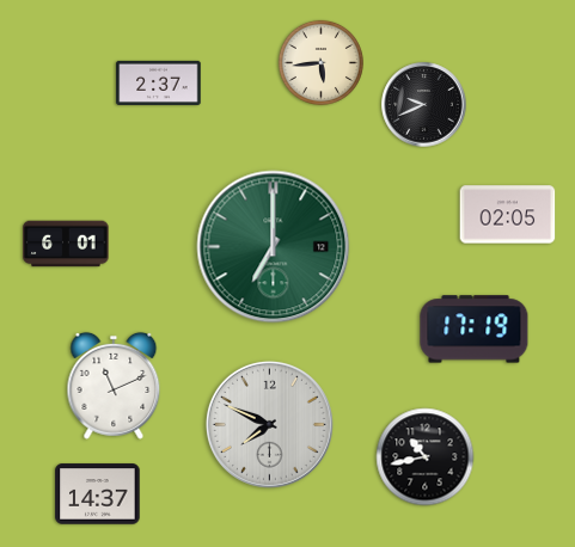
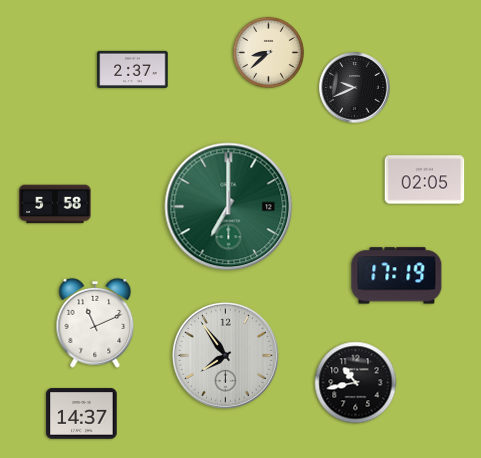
clock at (320, 62): 5:44 -> 8:38
clock at (66, 244): 6:01 -> 5:58
clock at (269, 424): 7:49 -> 7:54
